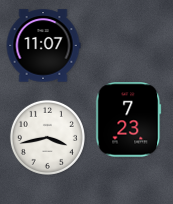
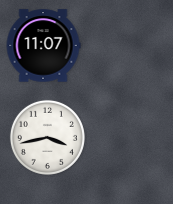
clock at (129, 120): 7:23 -> none
